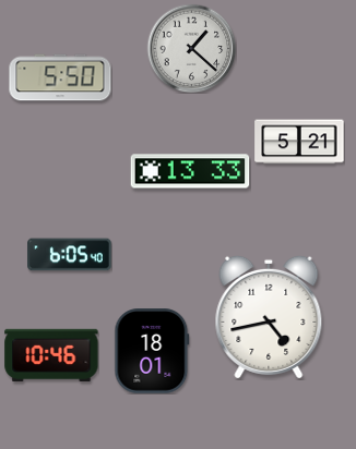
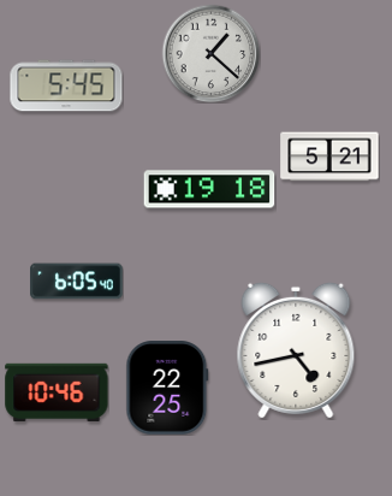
clock at (60, 77): 5:50 -> 5:45
clock at (190, 171): 13:33 -> 19:18
clock at (152, 351): 18:01 -> 22:25
